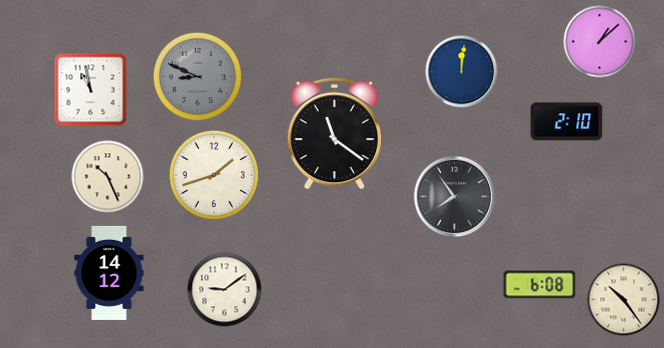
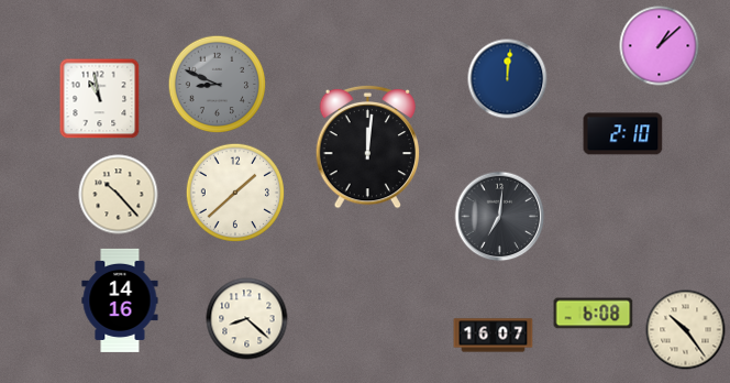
clock at (335, 133): 11:21 -> 12:01
clock at (213, 174): 1:42 -> 1:38
clock at (108, 177): 10:26 -> 10:23
clock at (455, 197): 7:54 -> 7:01
clock at (109, 273): 14:12 -> 14:16
clock at (225, 290): 9:09 -> 8:22
clock at (494, 336): none -> 16:07
